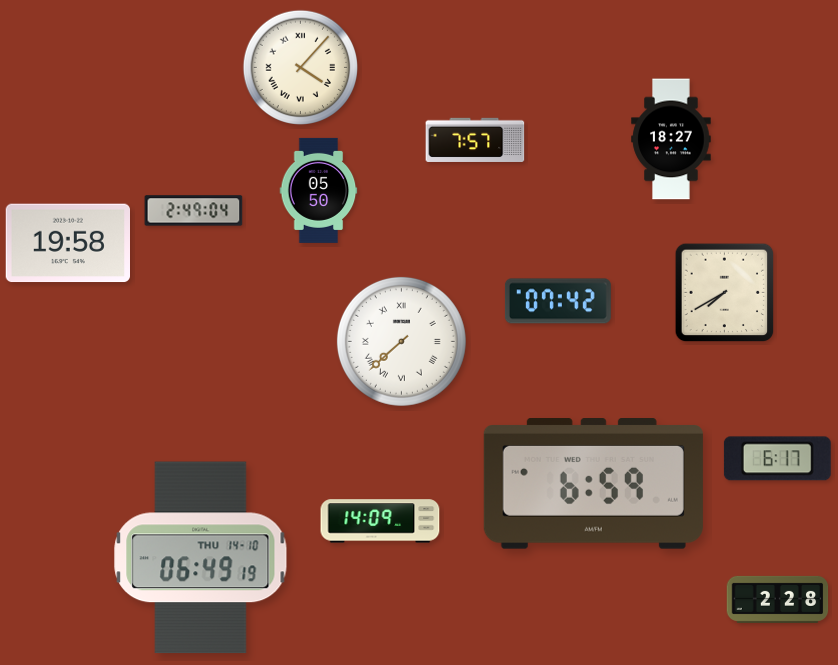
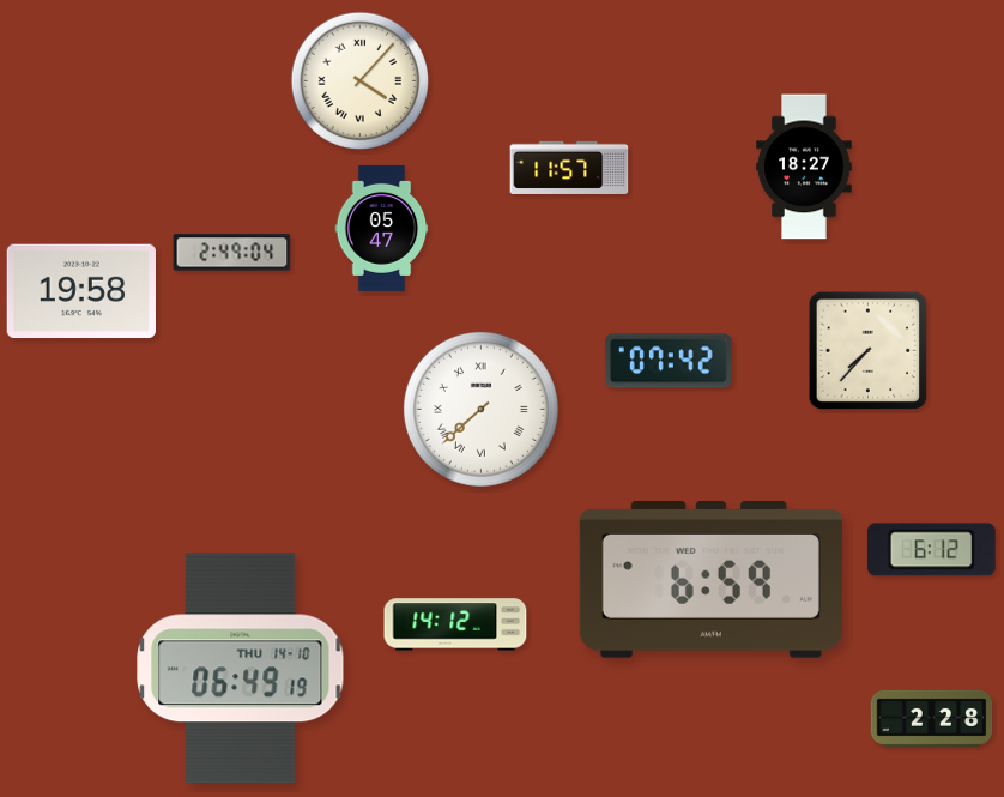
clock at (475, 140): 7:57 -> 11:57
clock at (319, 190): 05:50 -> 05:47
clock at (725, 293): 7:40 -> 7:37
clock at (777, 459): 6:17 -> 6:12
clock at (380, 521): 14:09 -> 14:12
